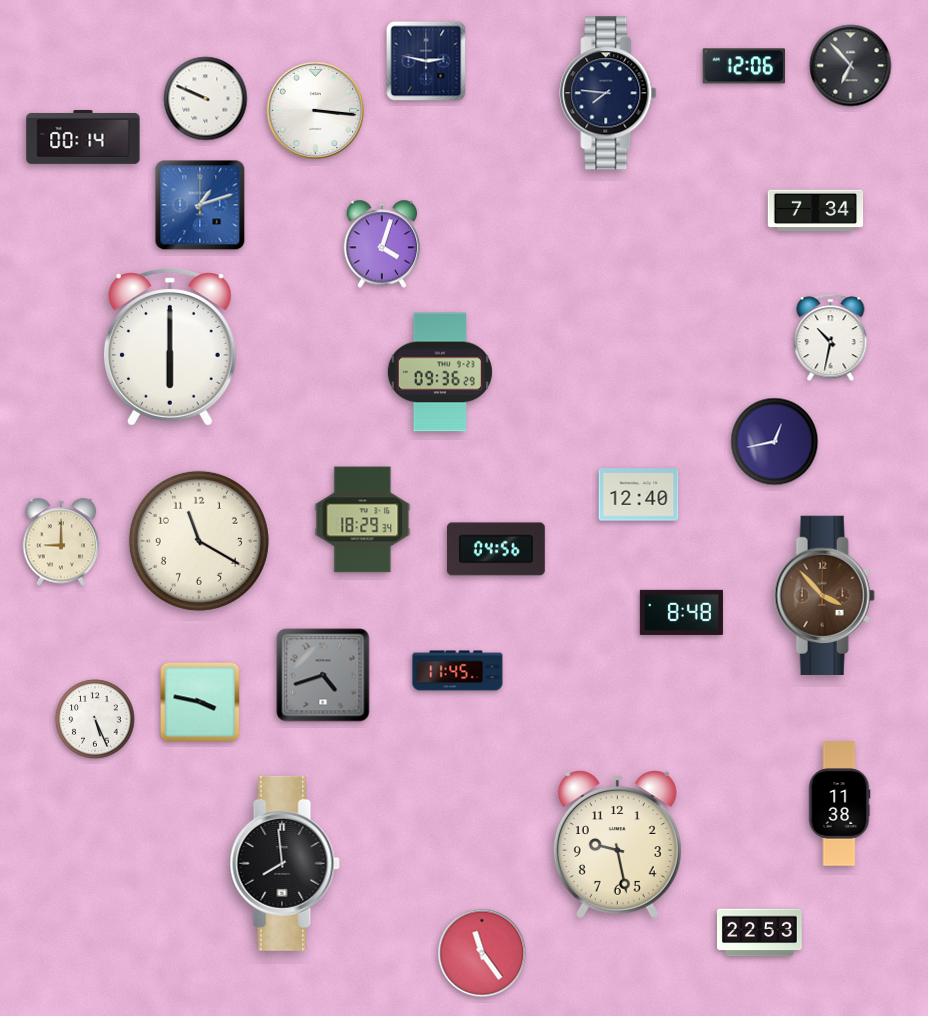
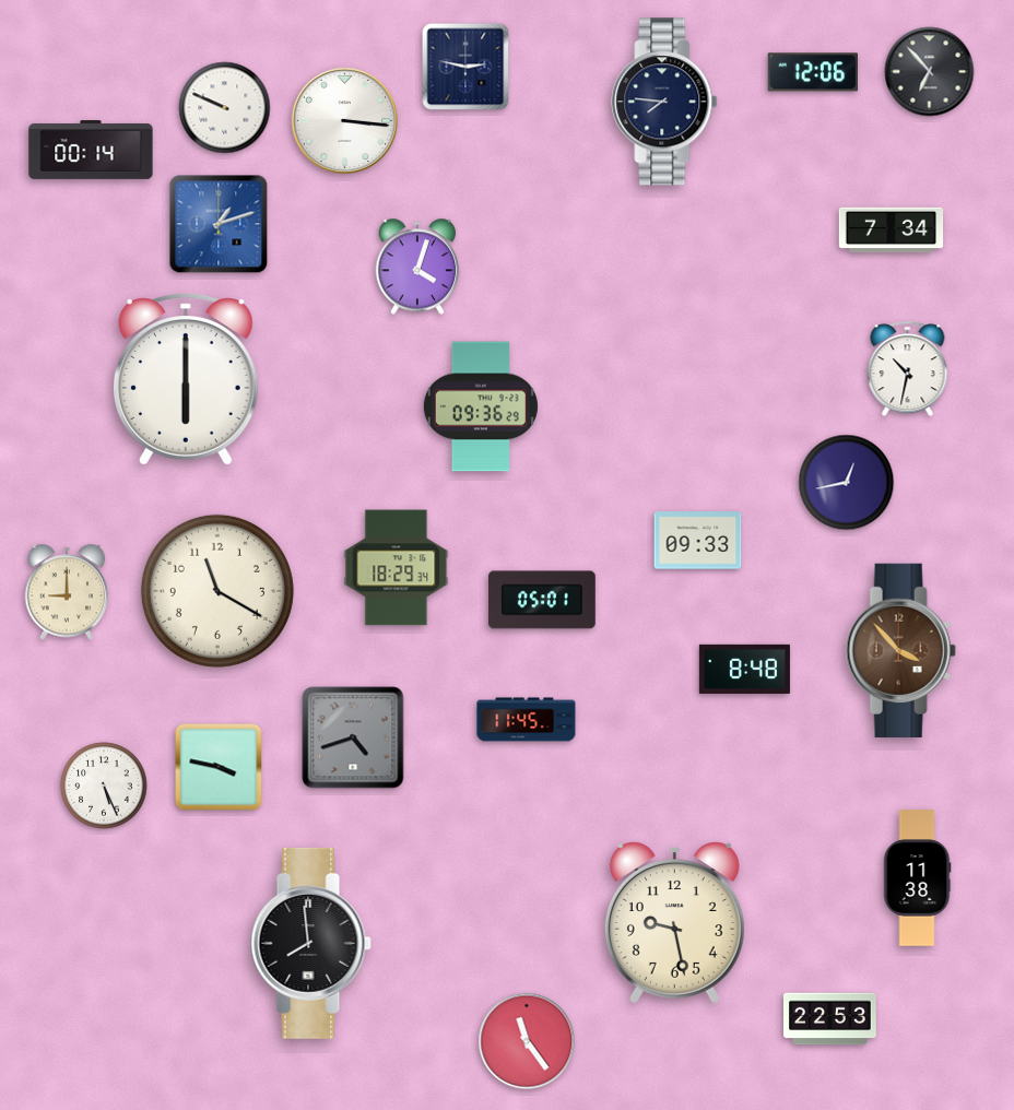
clock at (639, 495): 12:40 -> 09:33
clock at (496, 549): 04:56 -> 05:01
clock at (458, 671) position: (458, 671) -> (527, 720)
